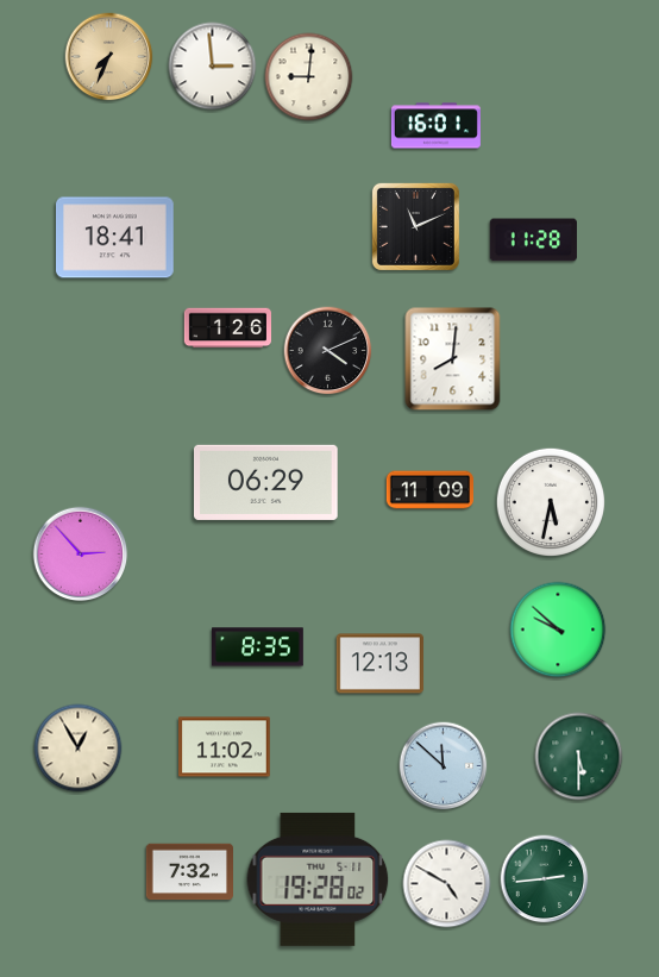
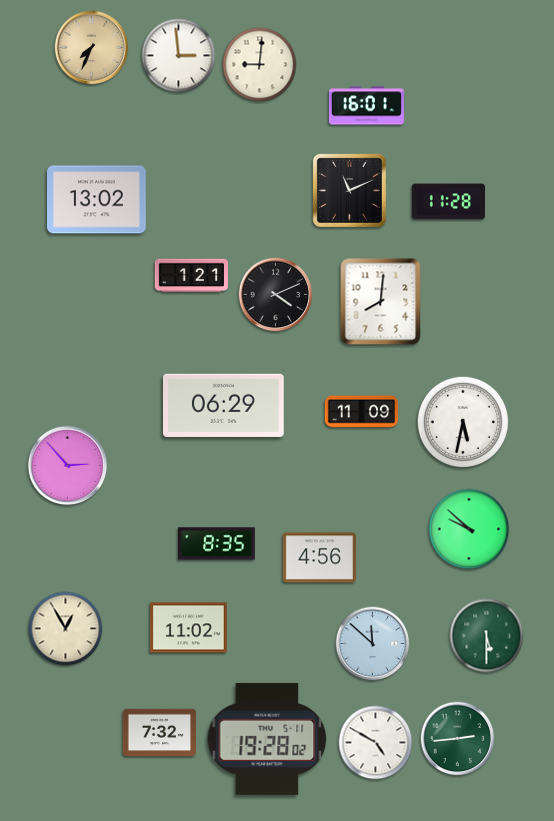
clock at (115, 238): 18:41 -> 13:02
clock at (227, 328): 1:26 -> 1:21
clock at (379, 664): 12:13 -> 4:56
